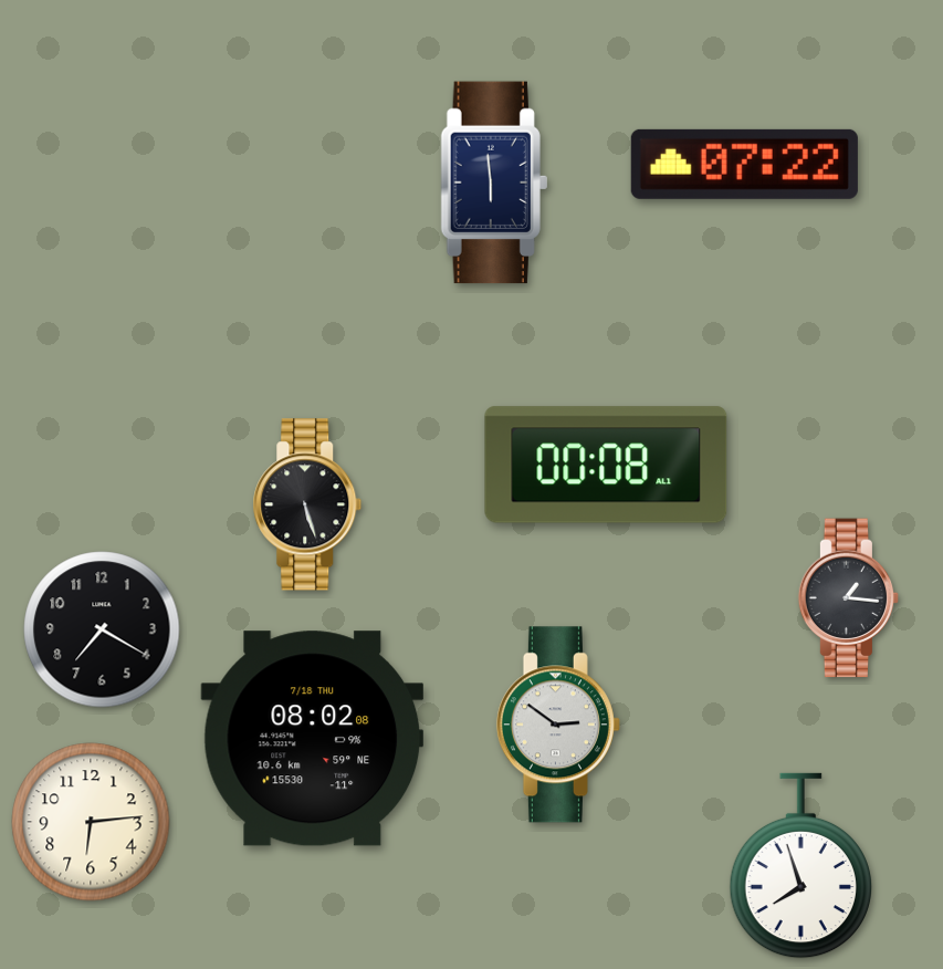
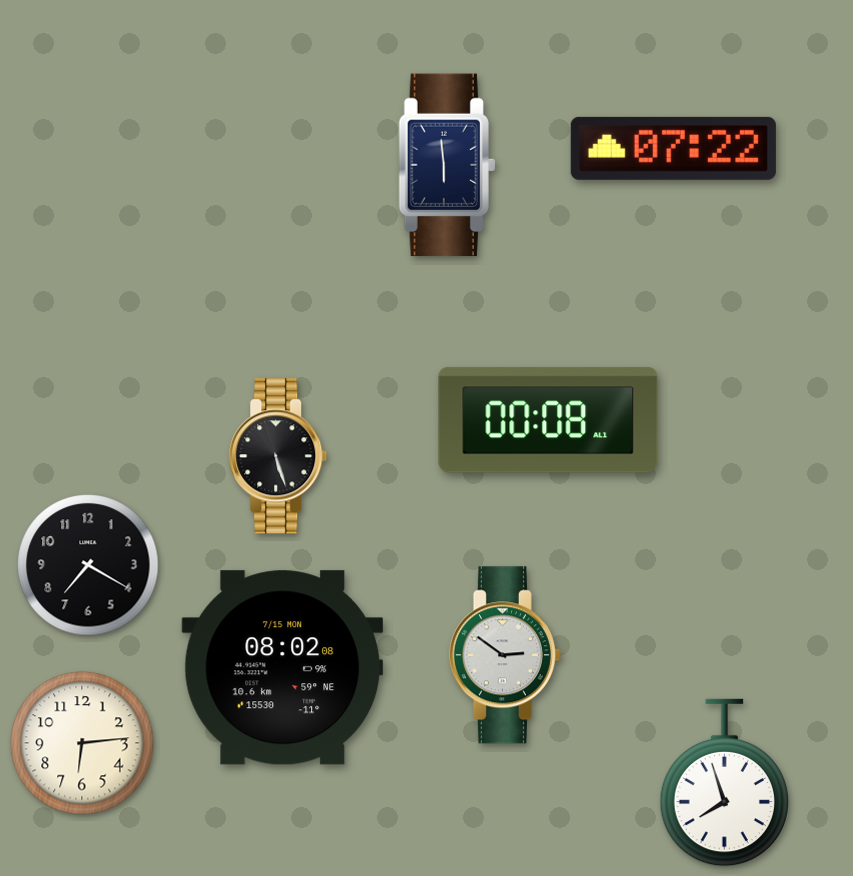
clock at (849, 598): 1:16 -> none
clock at (102, 629) position: (102, 629) -> (88, 565)
clock at (313, 739) date: 7/18 THU -> 7/15 MON
